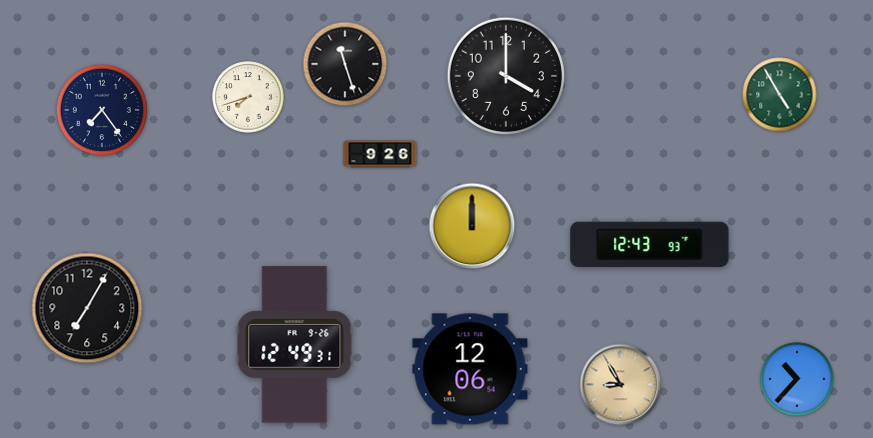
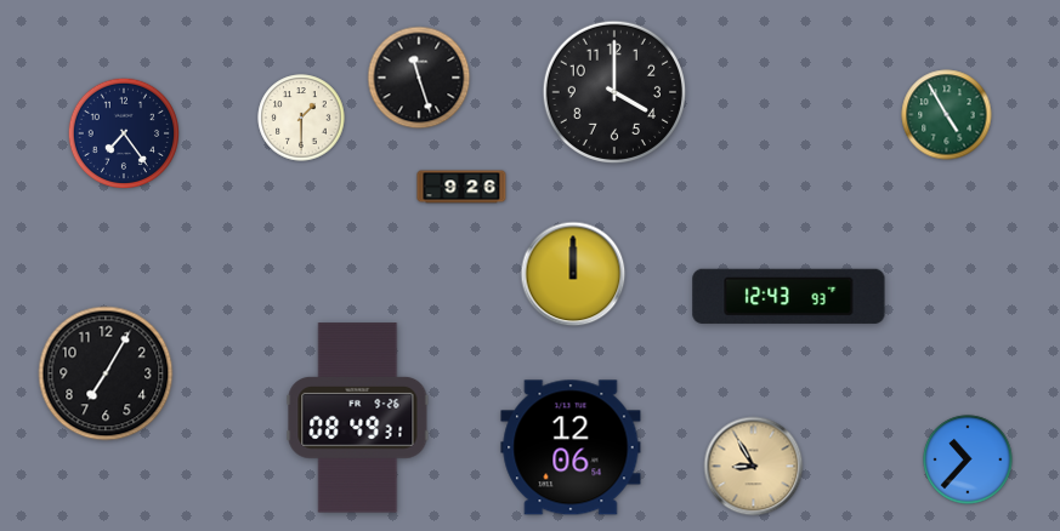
clock at (248, 97): 7:42 -> 1:30
clock at (295, 345): 12:49 -> 08:49
